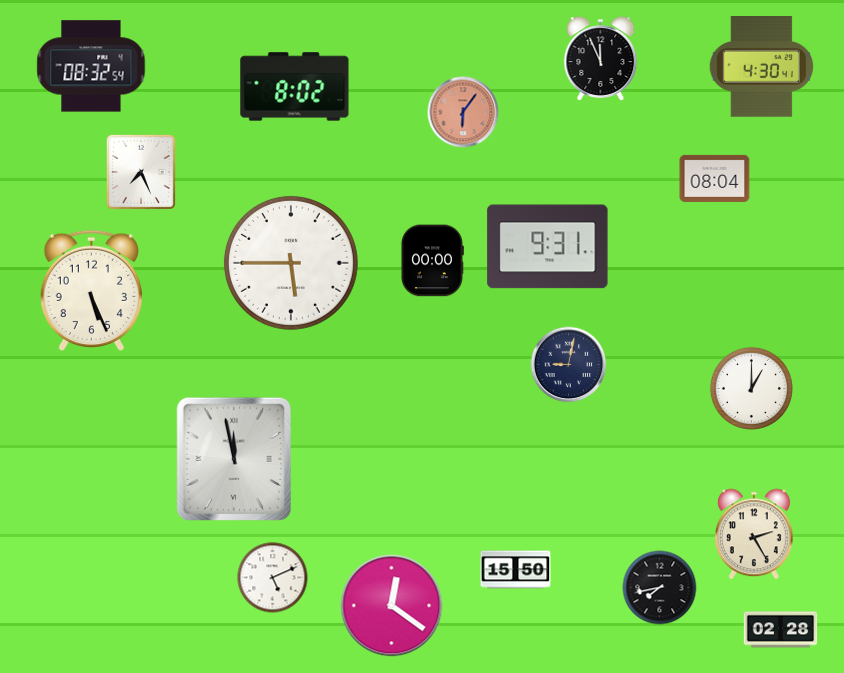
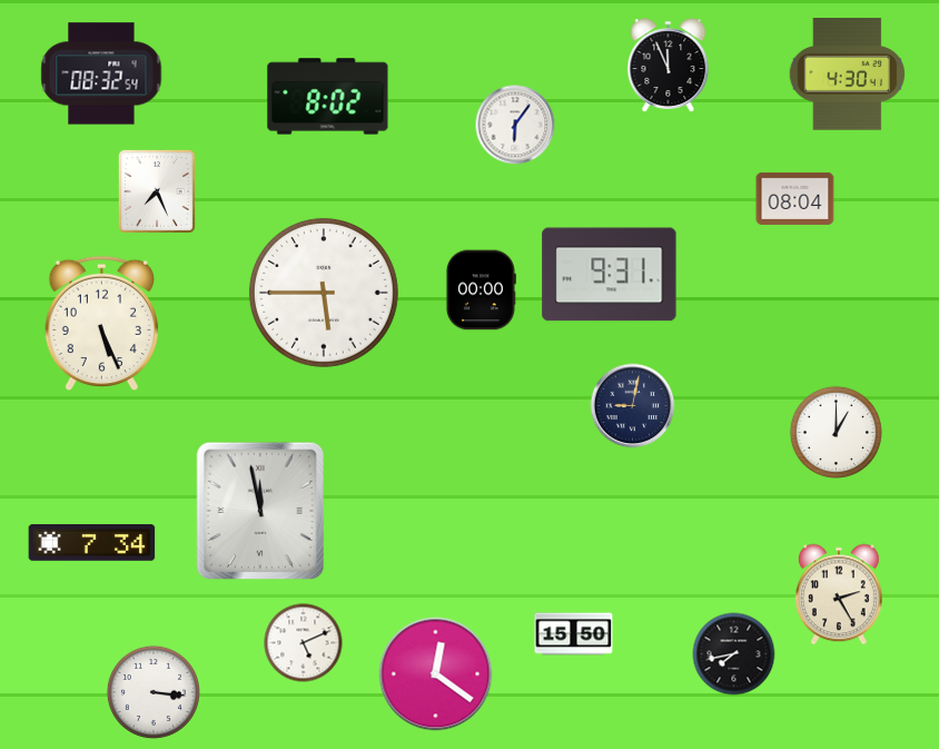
clock at (463, 112) dial: salmon -> white
clock at (92, 543): none -> 7:34
clock at (154, 692): none -> 3:16
clock at (781, 630): 02:28 -> none
